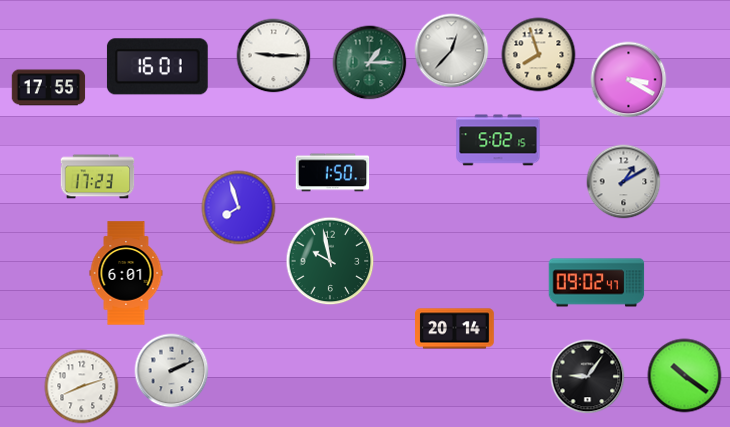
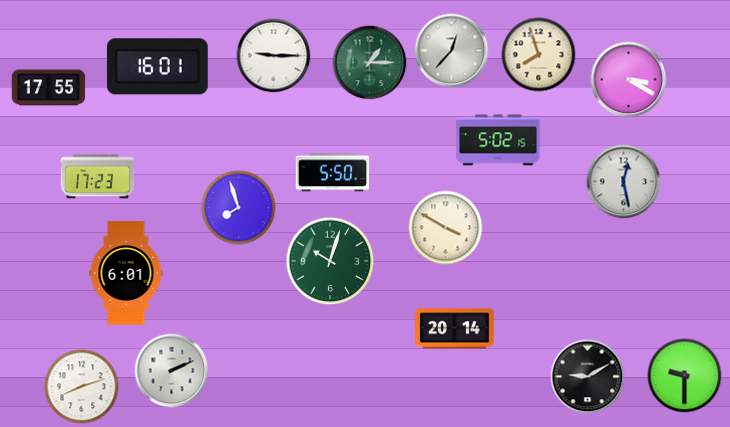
clock at (333, 173): 1:50 -> 5:50
clock at (624, 182): 1:10 -> 12:28
clock at (446, 228): none -> 3:50
clock at (330, 261): 9:58 -> 10:03
clock at (597, 283): 09:02 -> none
clock at (685, 376): 10:21 -> 9:30
clock at (588, 377): 9:06 -> 9:10
